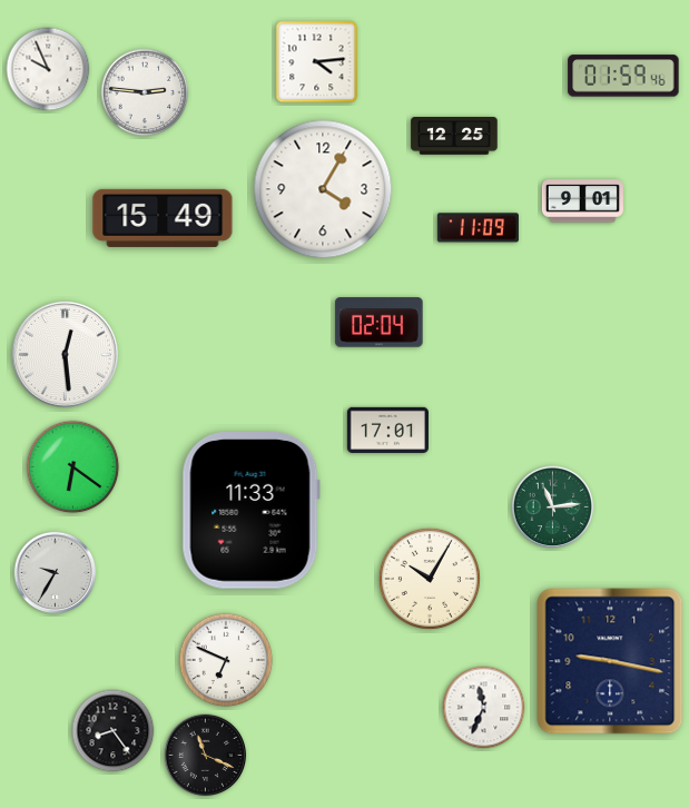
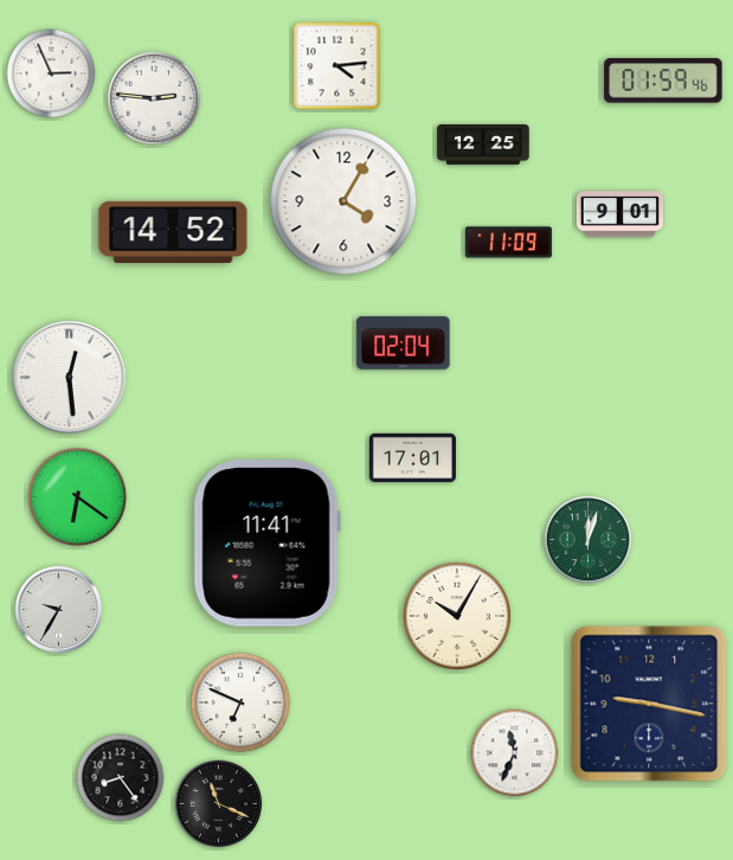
clock at (48, 69): 9:56 -> 2:56
clock at (163, 218): 15:49 -> 14:52
clock at (553, 508): 11:14 -> 12:03
clock at (250, 511): 11:33 -> 11:41
